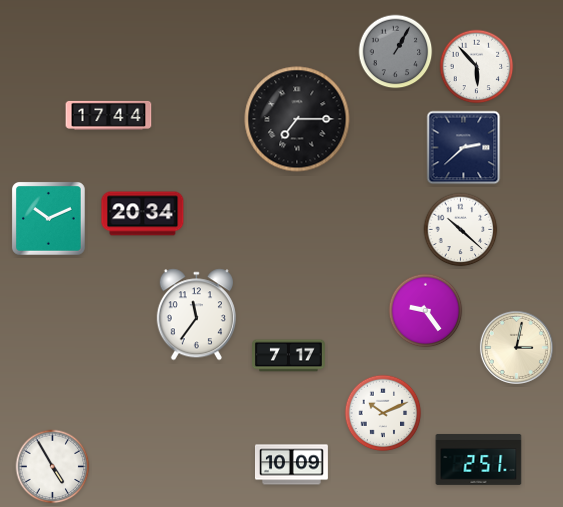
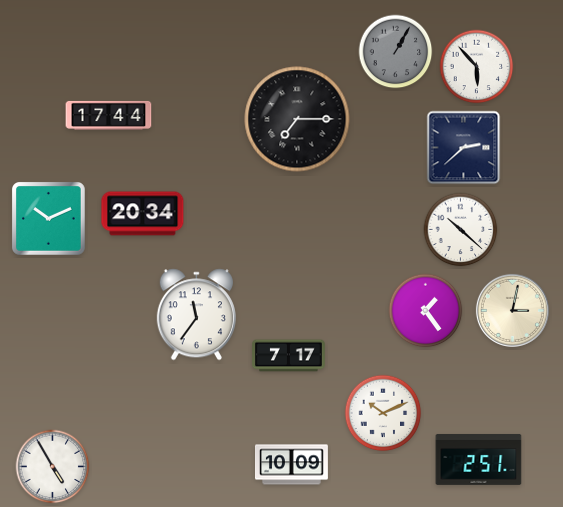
clock at (426, 311): 9:24 -> 1:24
clock at (516, 347) position: (516, 347) -> (512, 310)
